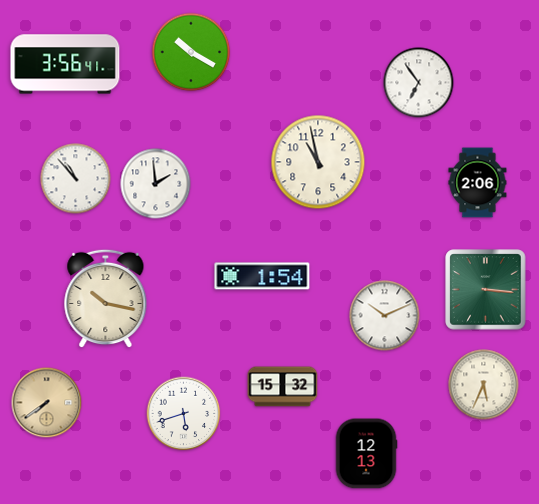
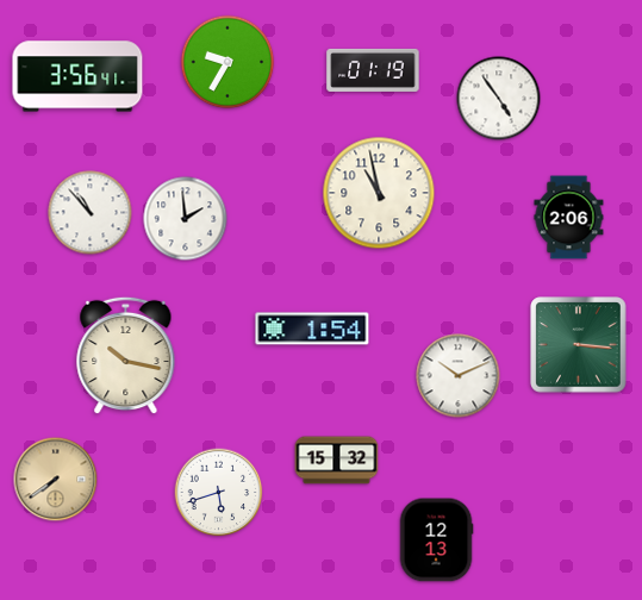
clock at (191, 52): 10:20 -> 9:35
clock at (373, 70): none -> 01:19
clock at (419, 83): 6:54 -> 4:54
clock at (484, 385): 5:34 -> none
